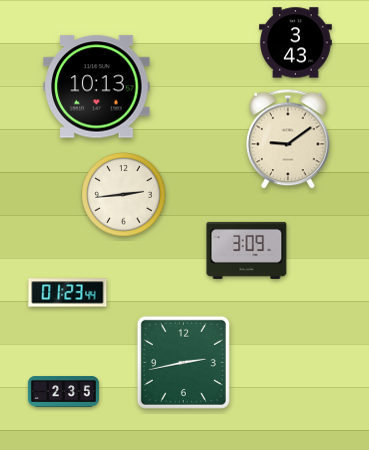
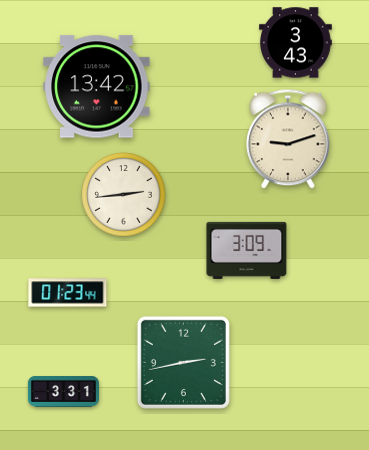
clock at (97, 87): 10:13 -> 13:42
clock at (288, 139): 9:09 -> 9:12
clock at (63, 392): 2:35 -> 3:31
